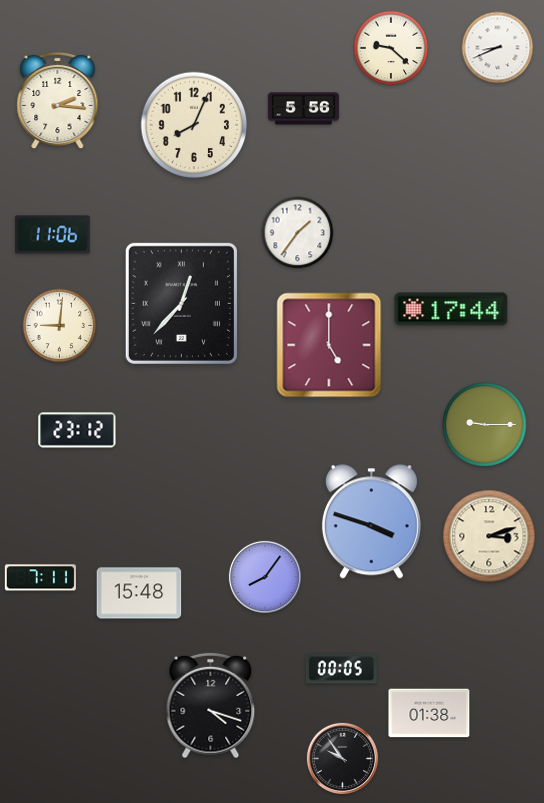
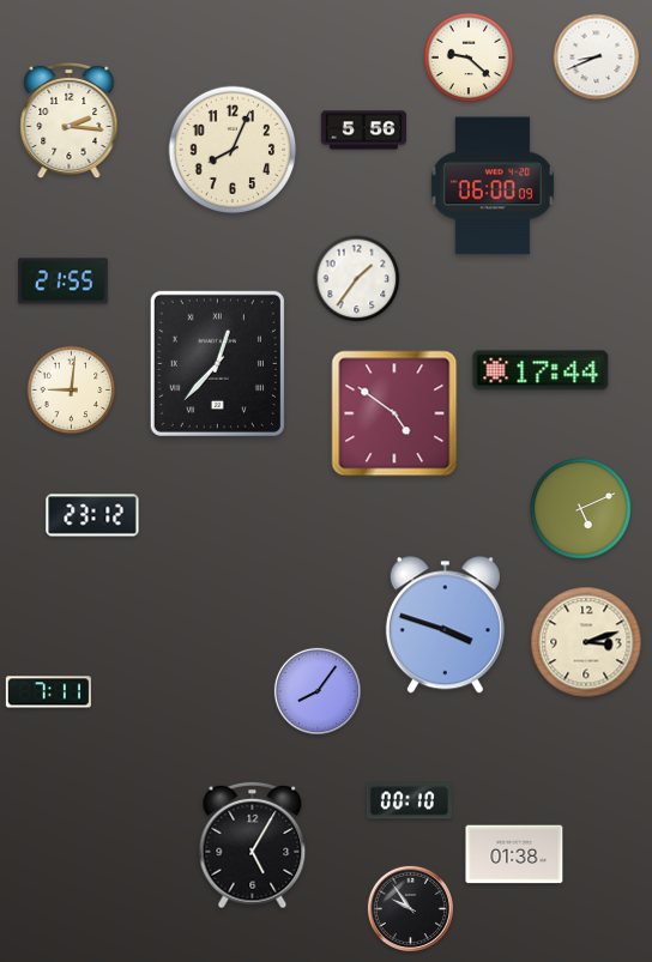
clock at (493, 186): none -> 06:00
clock at (53, 235): 11:06 -> 21:55
clock at (329, 345): 5:00 -> 4:51
clock at (485, 425): 9:15 -> 5:11
clock at (139, 593): 15:48 -> none
clock at (341, 669): 00:05 -> 00:10
clock at (211, 706): 4:18 -> 5:05
